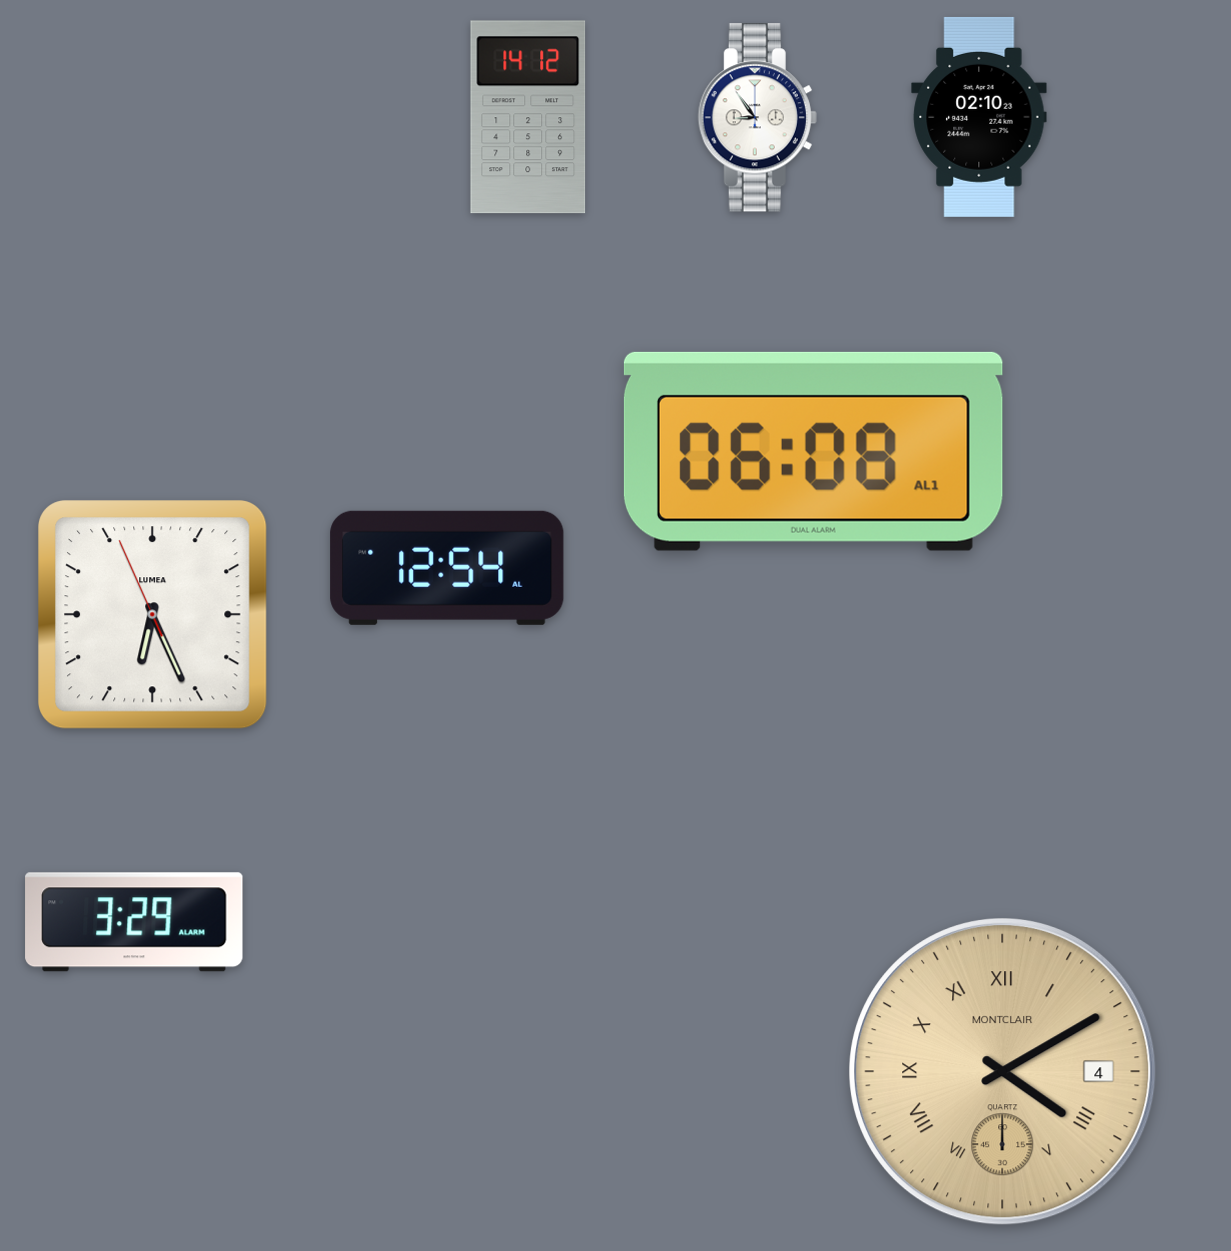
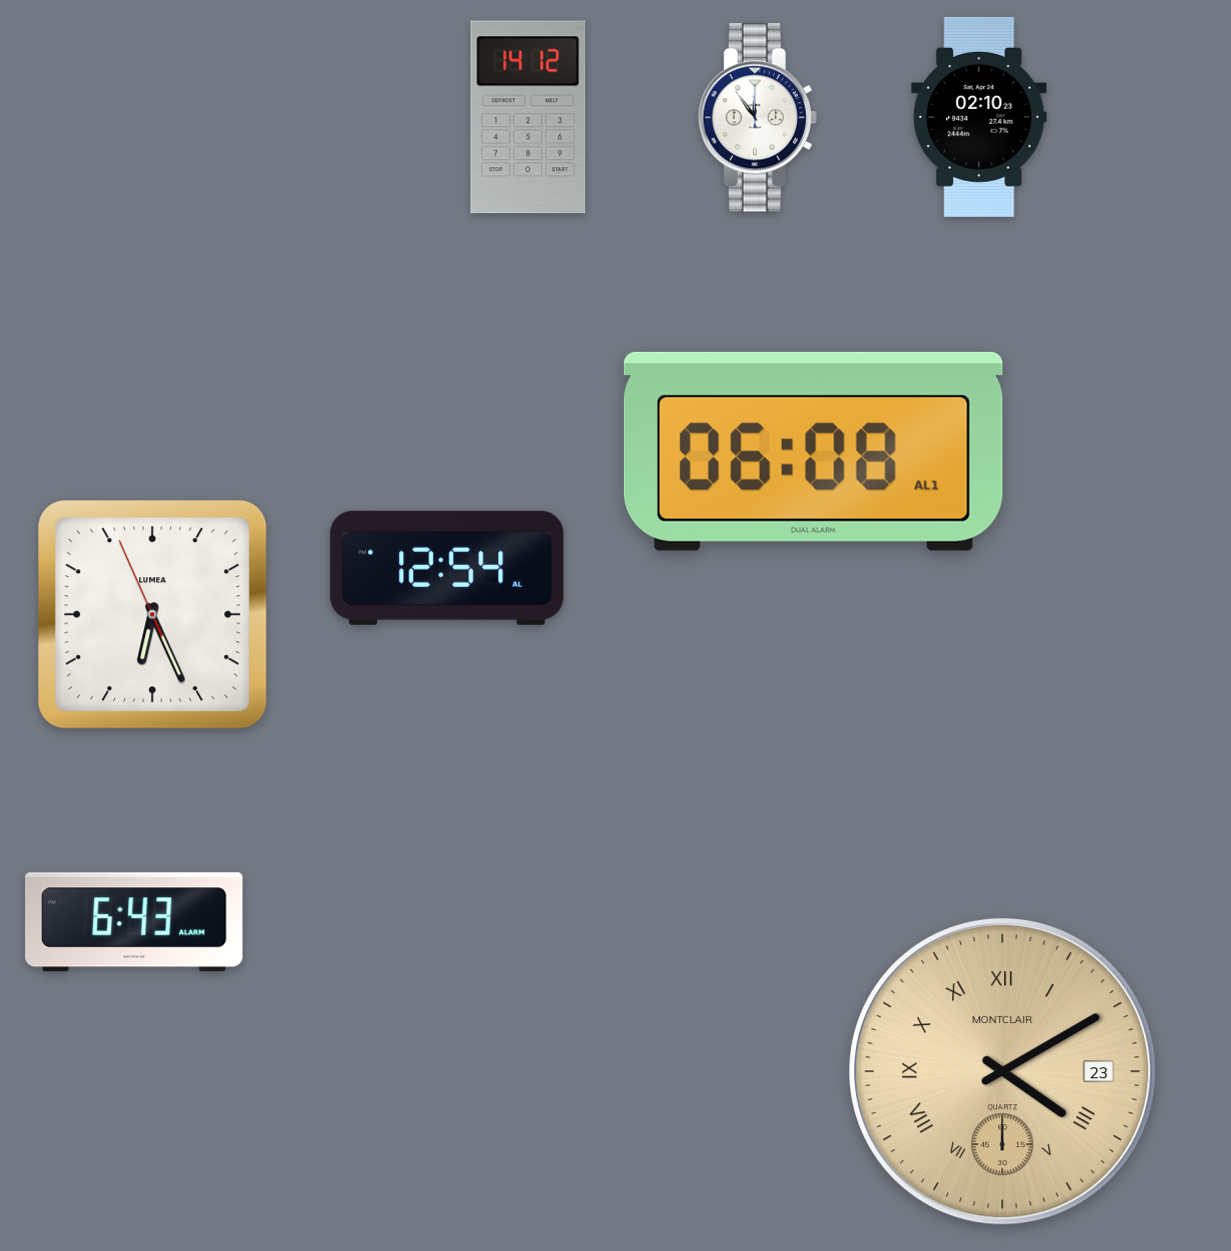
clock at (757, 118): 8:54 -> 11:54
clock at (134, 922): 3:29 -> 6:43
clock at (1003, 1072) date: 4 -> 23
